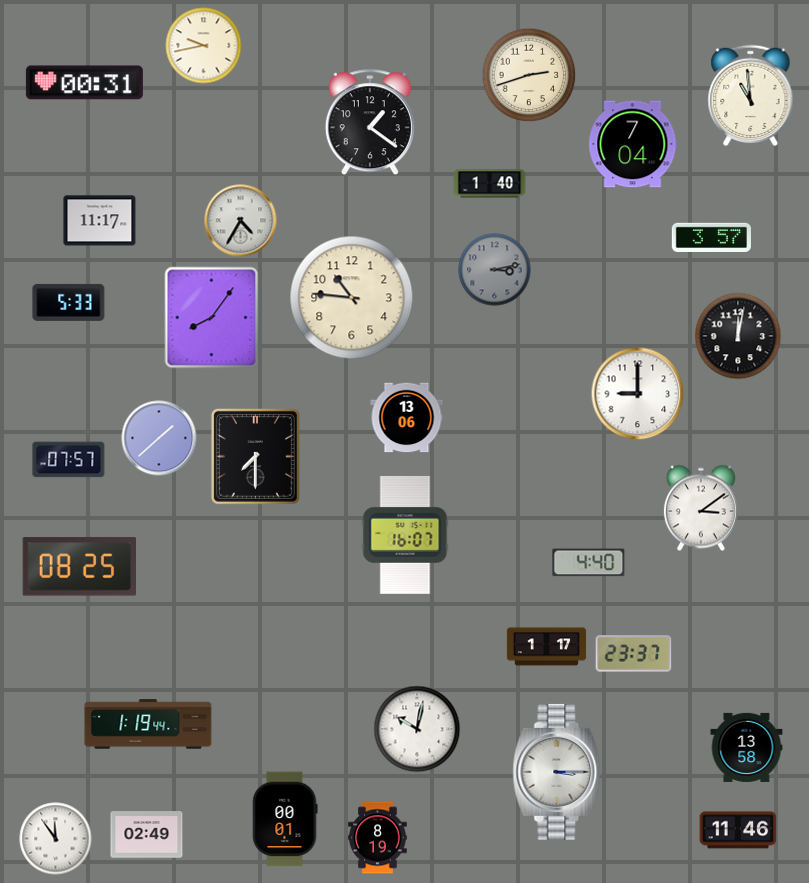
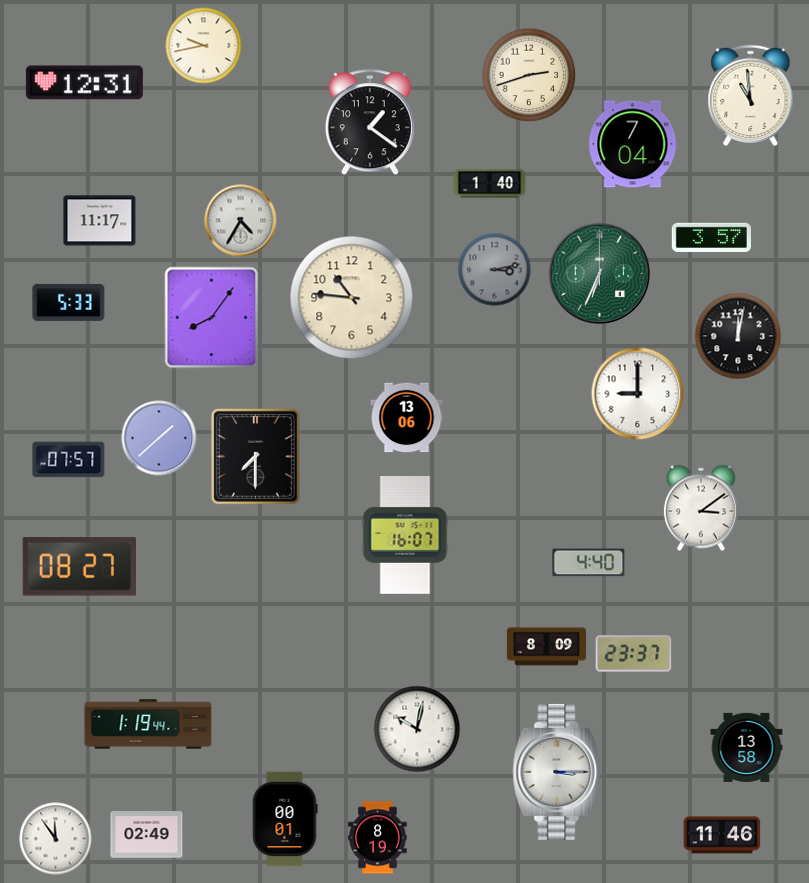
clock at (84, 83): 00:31 -> 12:31
clock at (600, 274): none -> 6:34
clock at (79, 567): 08:25 -> 08:27
clock at (547, 647): 1:17 -> 8:09
clock at (738, 830) position: (738, 830) -> (722, 835)
